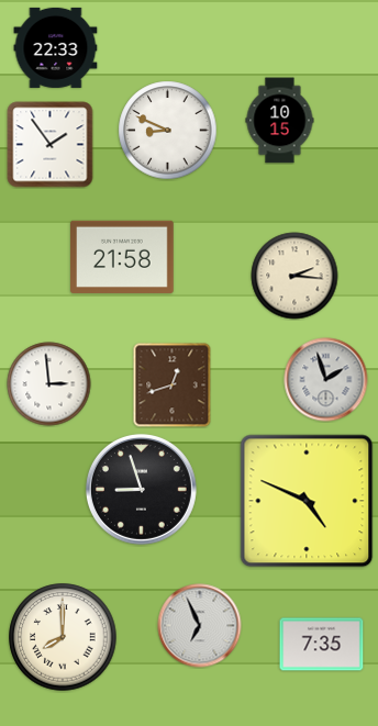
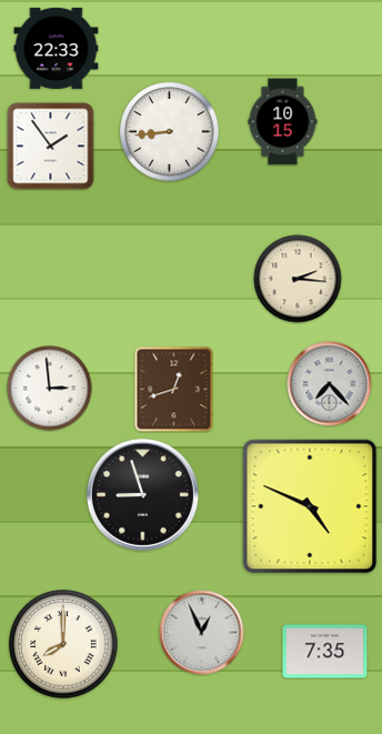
clock at (168, 131): 8:49 -> 8:44
clock at (123, 257): 21:58 -> none
clock at (326, 380): 1:57 -> 7:23
clock at (200, 626): 6:56 -> 12:56
